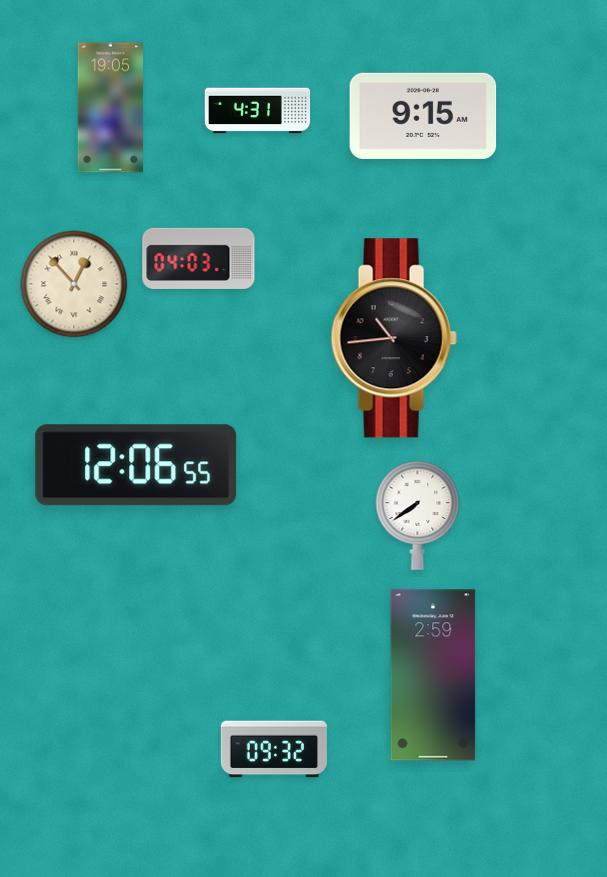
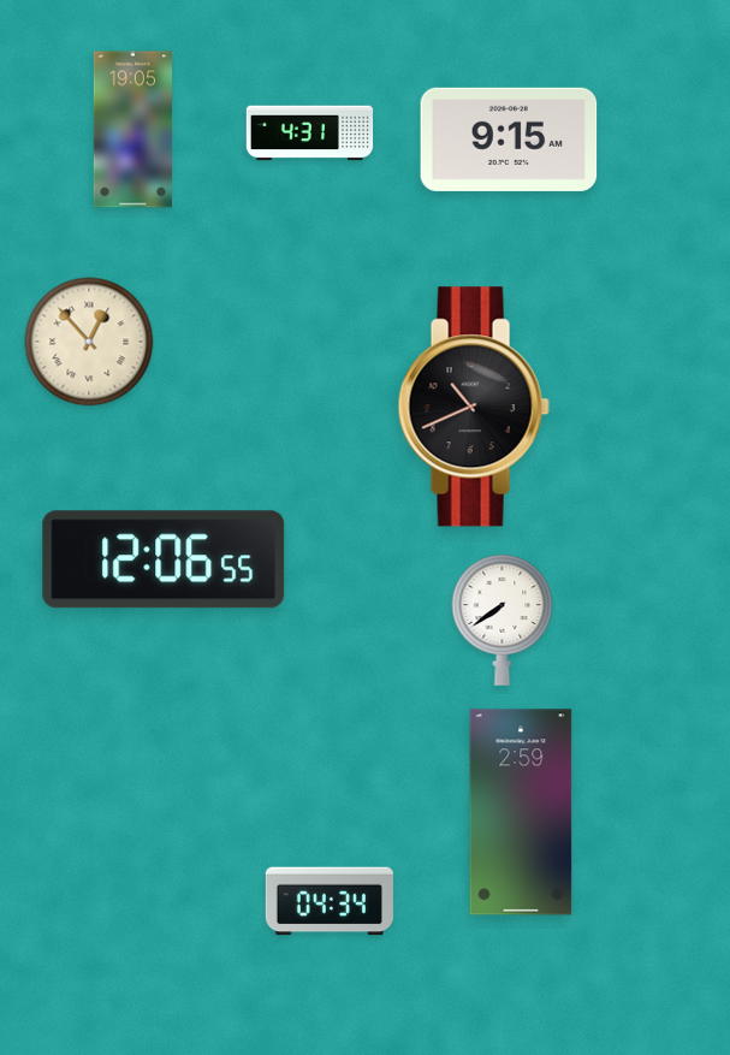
clock at (199, 258): 04:03 -> none
clock at (394, 338): 10:44 -> 10:41
clock at (274, 749): 09:32 -> 04:34
